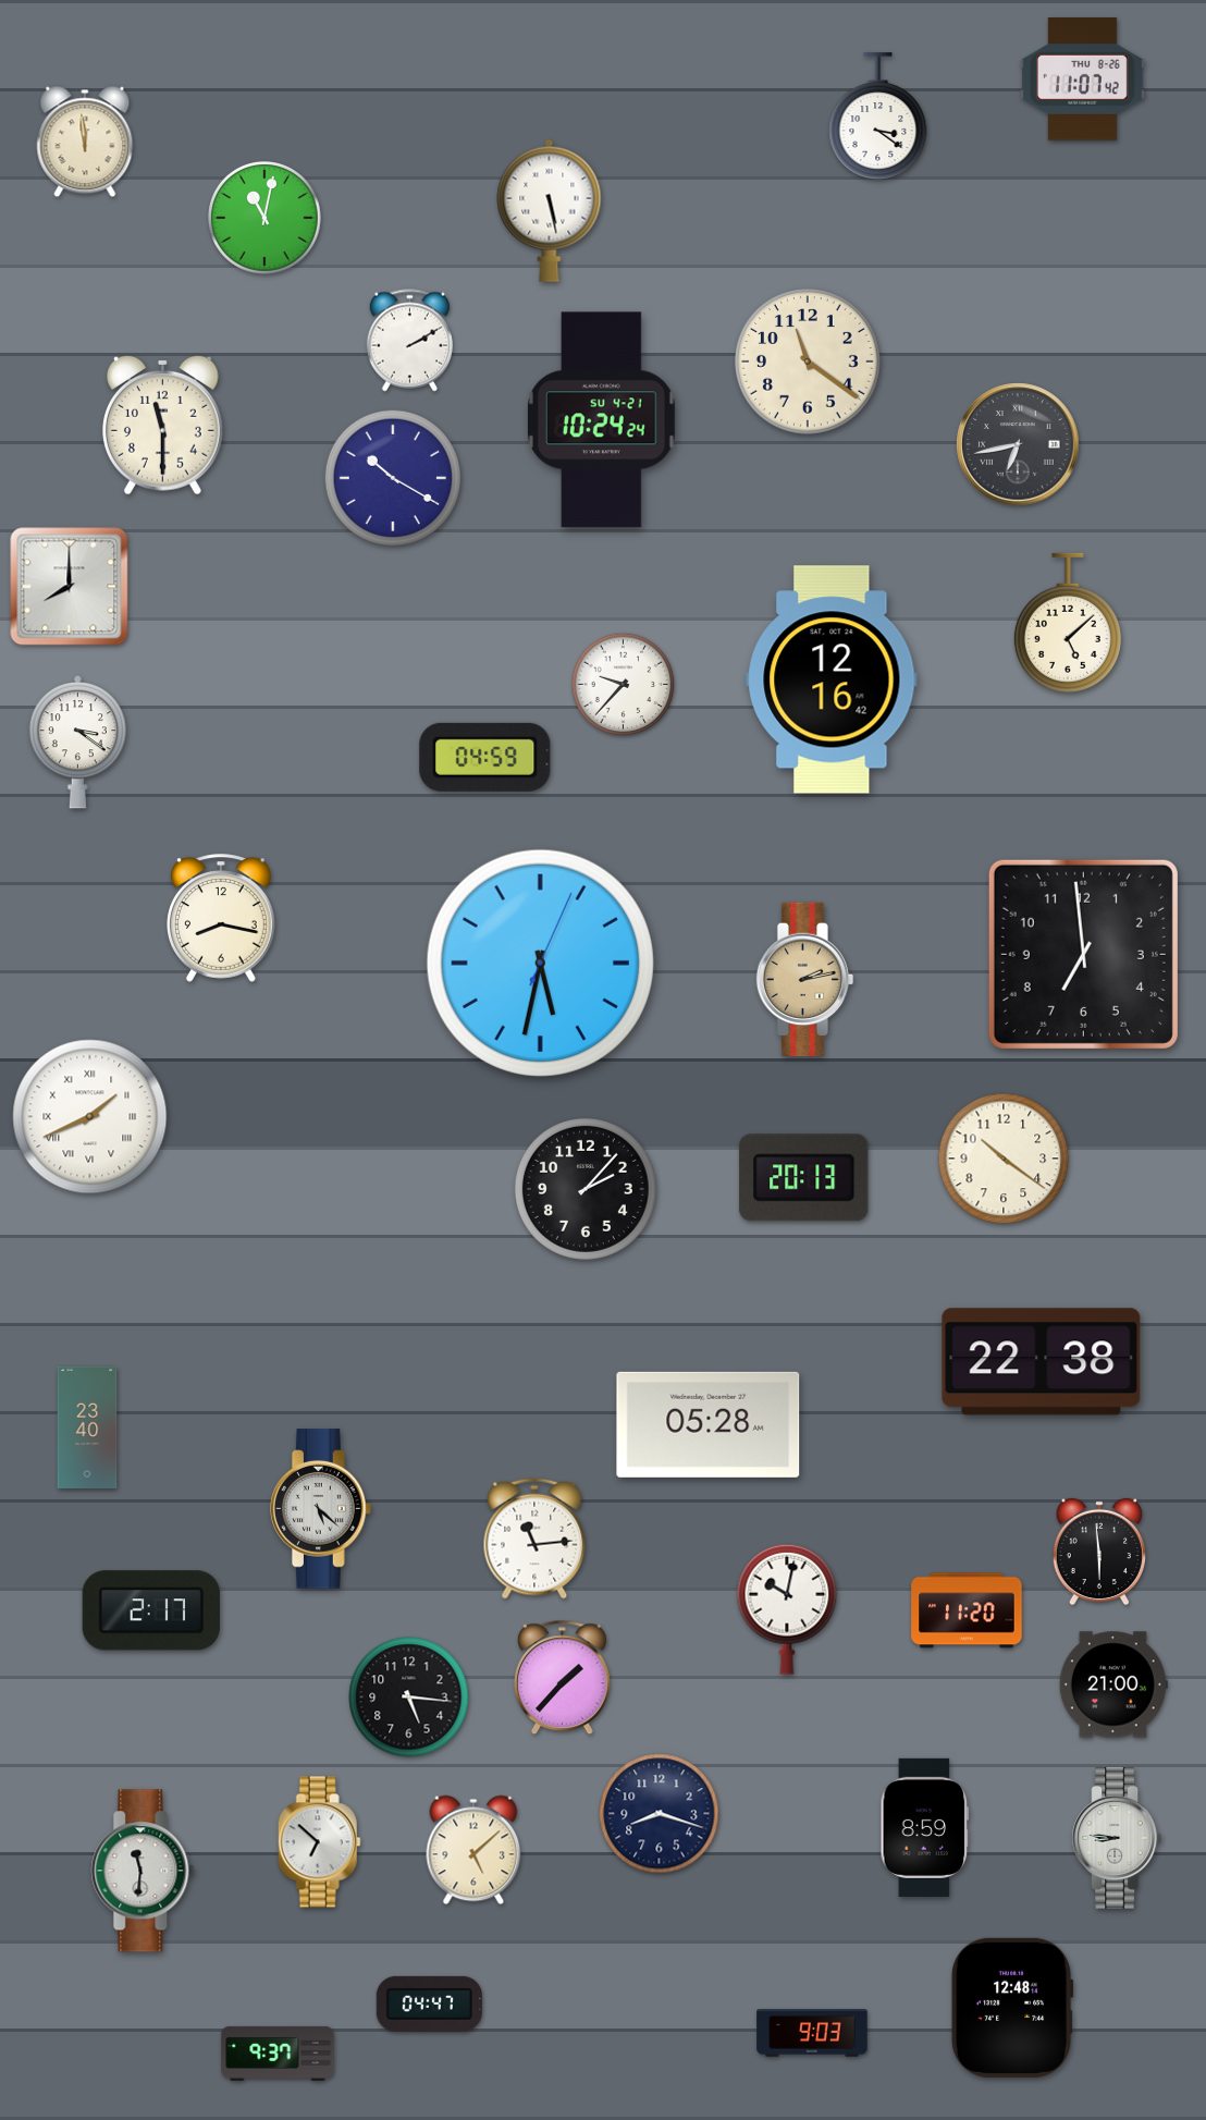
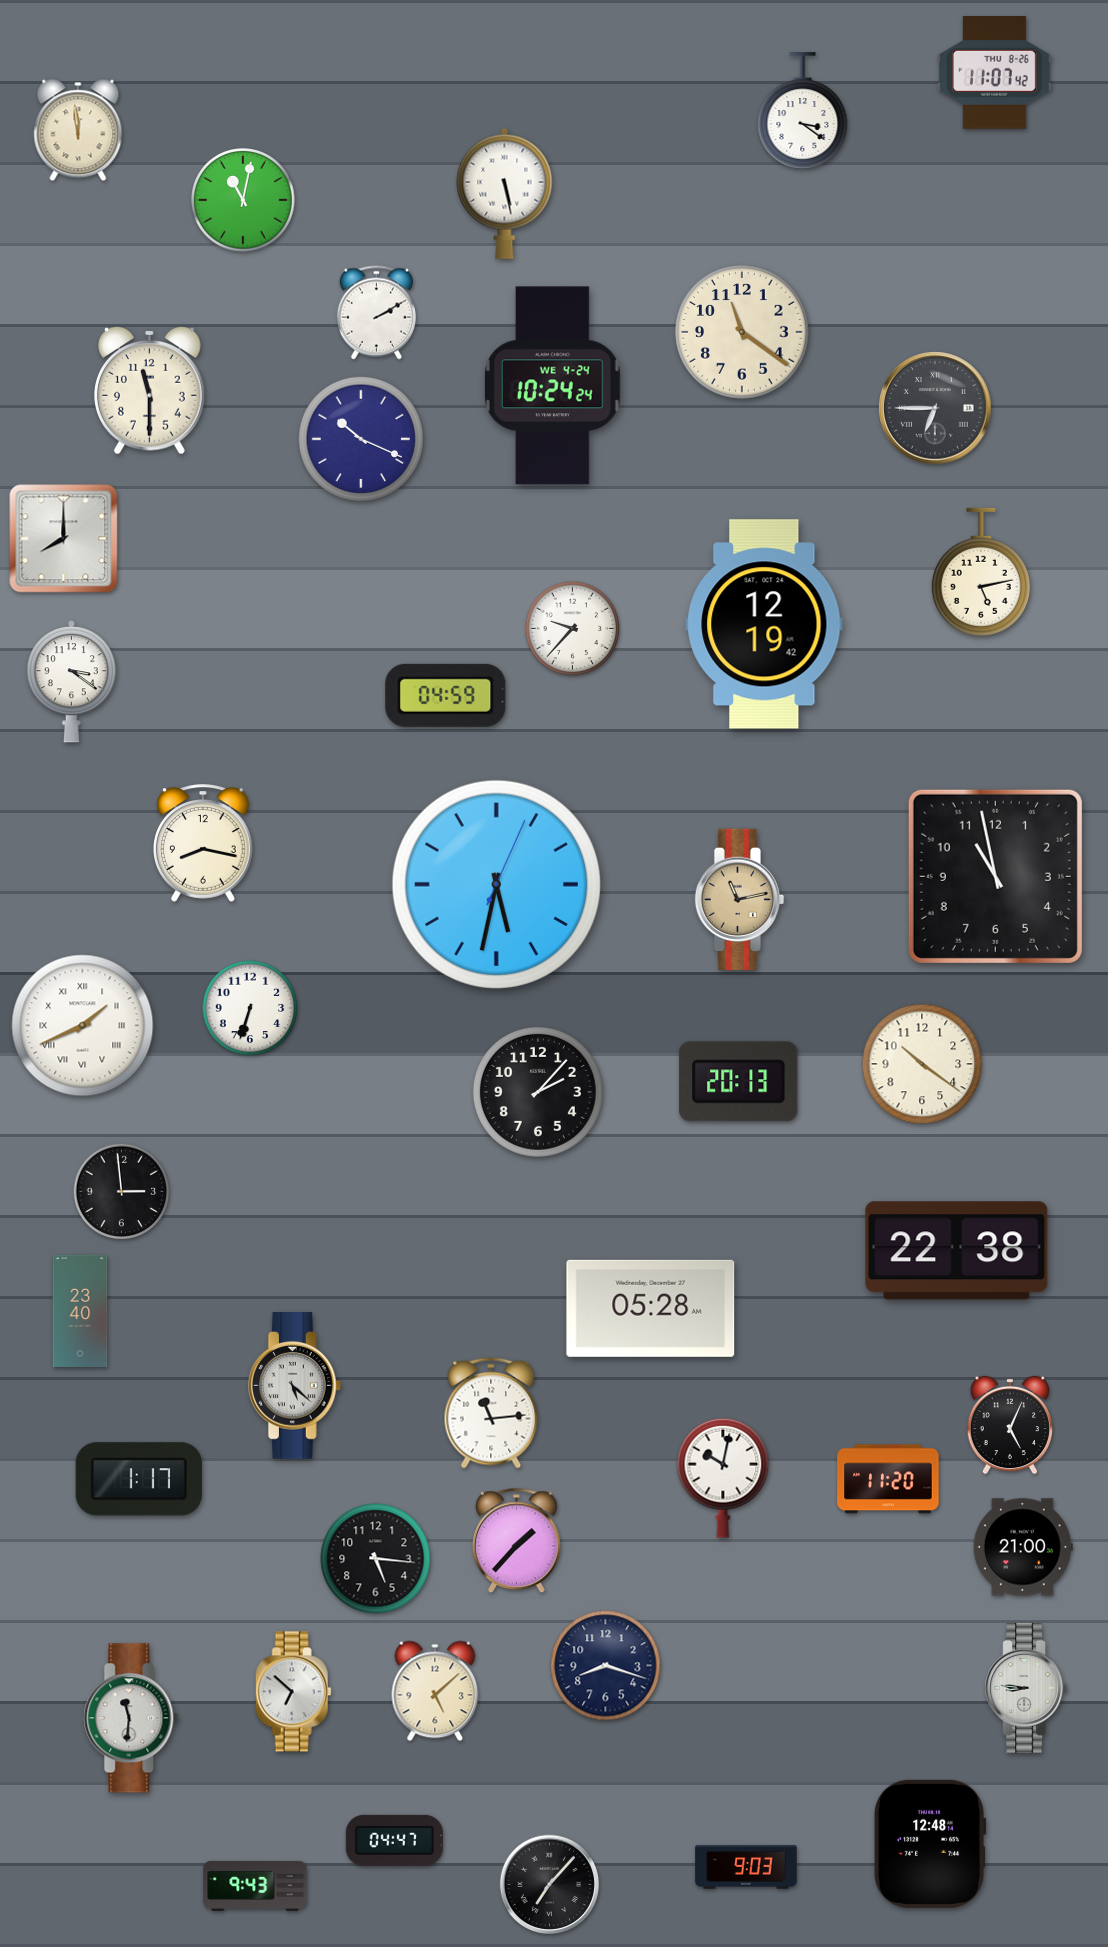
clock at (878, 117) position: (878, 117) -> (803, 111)
clock at (601, 420) date: SU 4-21 -> WE 4-24
clock at (1018, 444): 6:43 -> 6:45
clock at (392, 477): 10:20 -> 10:19
clock at (1068, 623): 5:08 -> 5:13
clock at (832, 679): 12:16 -> 12:19
clock at (1083, 954): 6:59 -> 10:58
clock at (805, 979): 2:13 -> 11:13
clock at (250, 1008): none -> 6:33
clock at (122, 1192): none -> 2:59
clock at (1098, 1552): 5:59 -> 5:04
clock at (151, 1610): 2:17 -> 1:17
clock at (925, 1827): 8:59 -> none
clock at (473, 1850) position: (473, 1850) -> (435, 1691)
clock at (550, 1885): none -> 7:07
clock at (278, 2054): 9:37 -> 9:43
